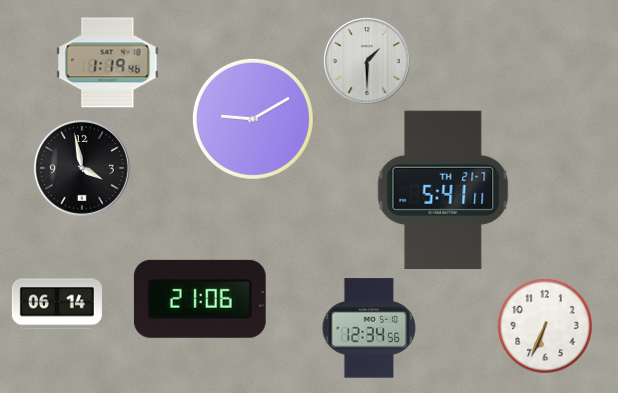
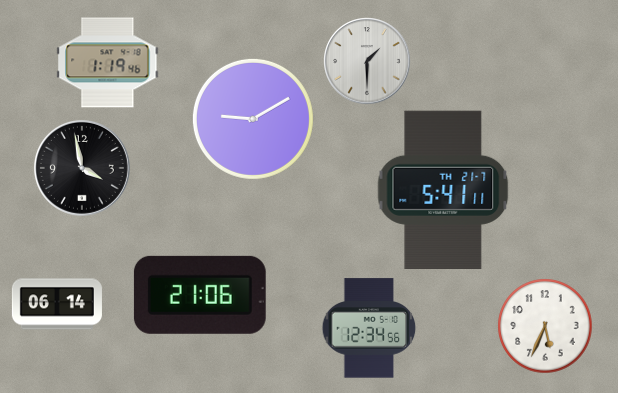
clock at (200, 299) position: (200, 299) -> (200, 295)
clock at (545, 326): 6:34 -> 5:34
